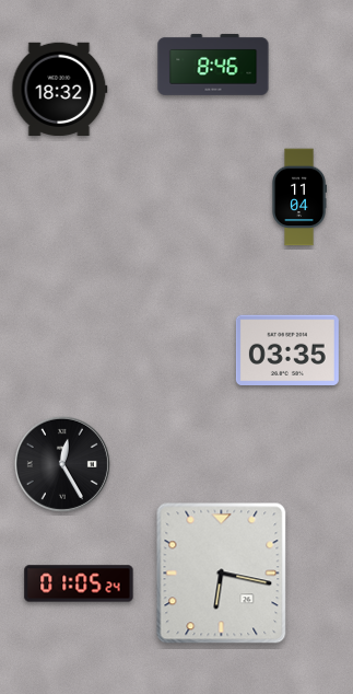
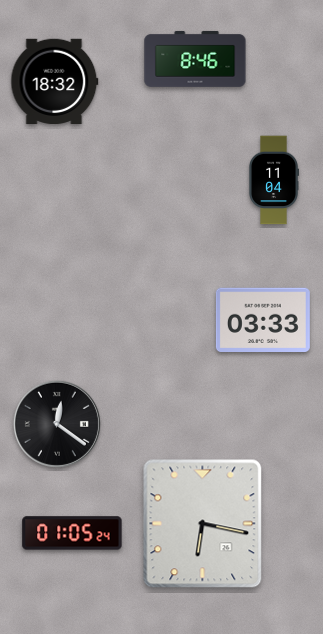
clock at (287, 350): 03:35 -> 03:33
clock at (62, 464): 12:25 -> 12:21
